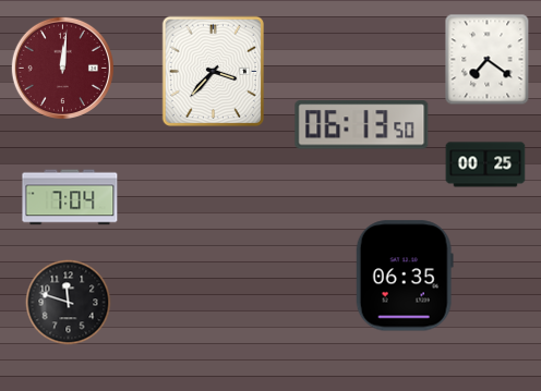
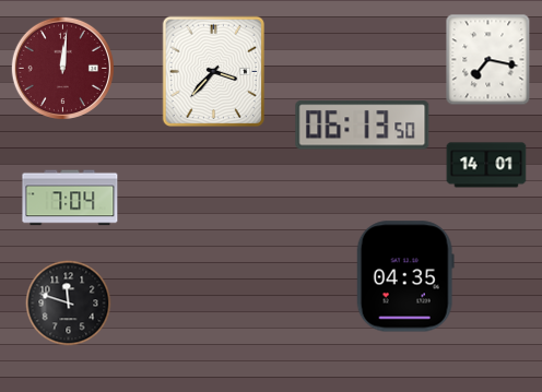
clock at (488, 60): 7:21 -> 7:17
clock at (485, 164): 00:25 -> 14:01
clock at (405, 276): 06:35 -> 04:35
